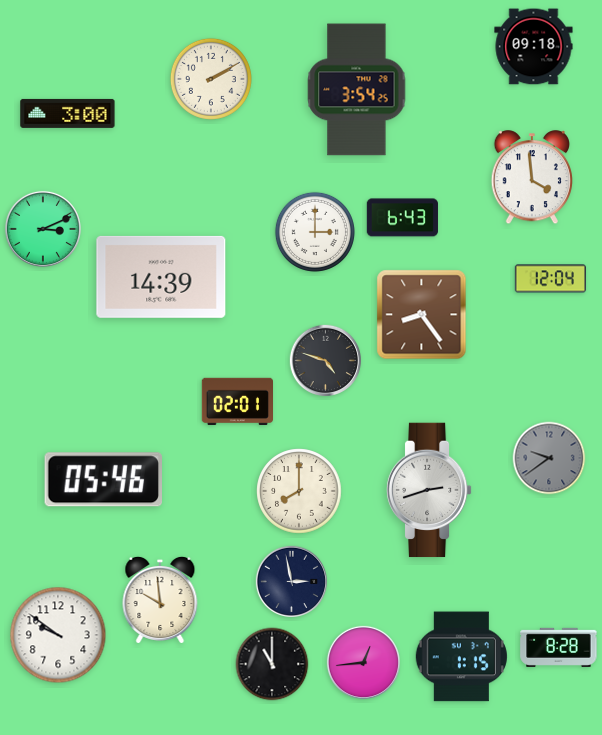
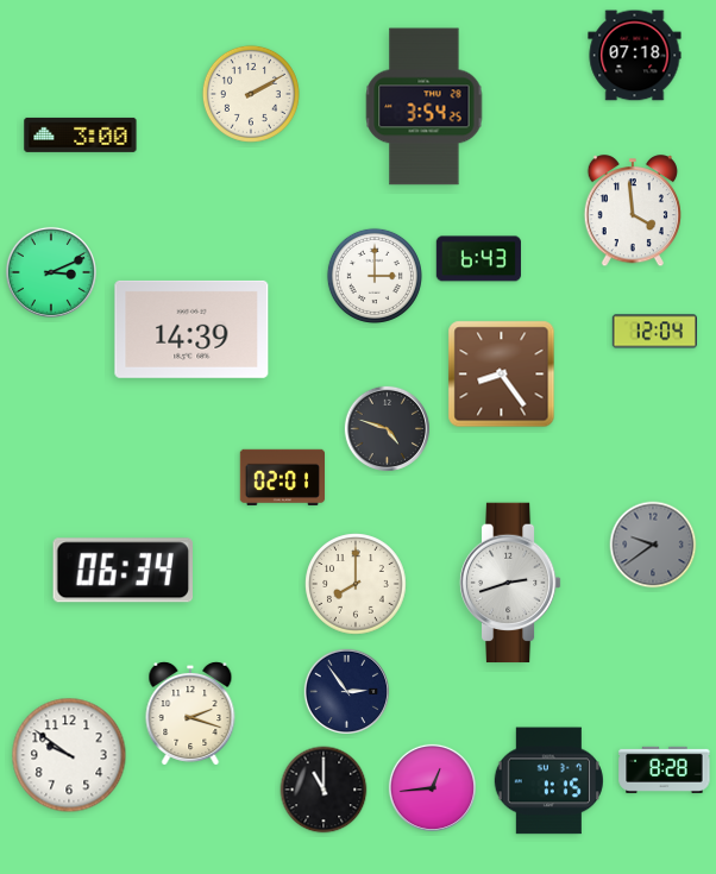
clock at (534, 47): 09:18 -> 07:18
clock at (103, 480): 05:46 -> 06:34
clock at (292, 582): 2:58 -> 2:54
clock at (160, 600): 9:59 -> 2:18
